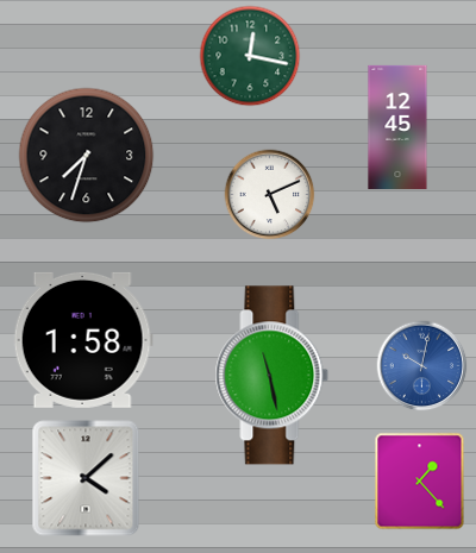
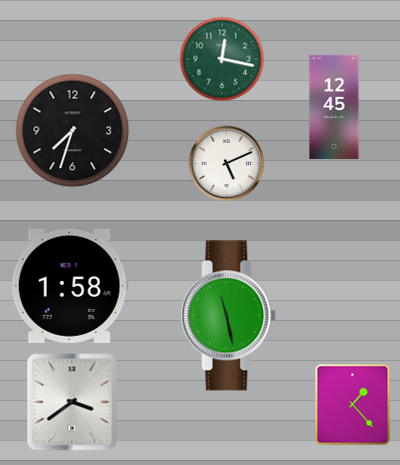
clock at (250, 56) position: (250, 56) -> (222, 59)
clock at (422, 366): 10:02 -> none
clock at (86, 478): 4:08 -> 3:39
